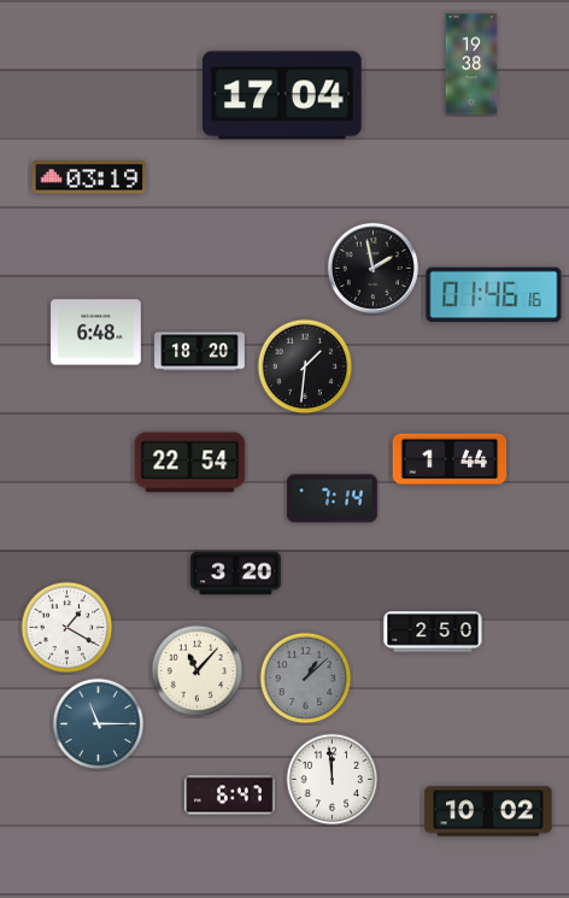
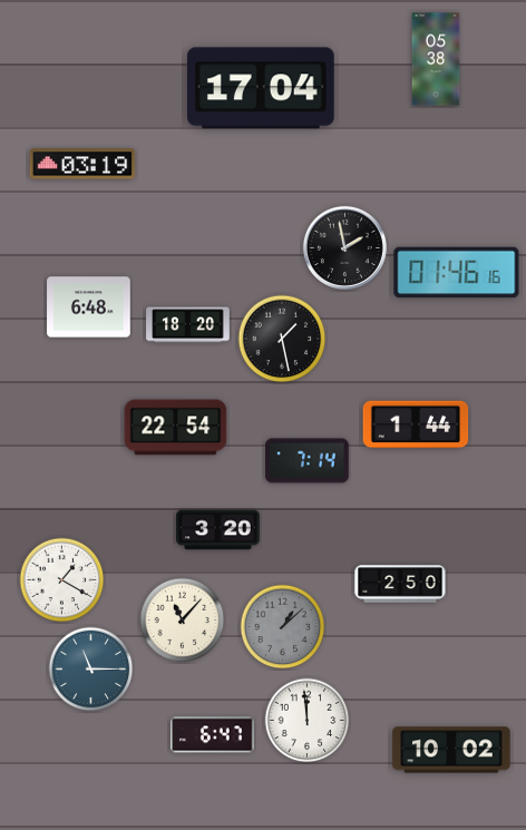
clock at (471, 64): 19:38 -> 05:38
clock at (200, 352) position: (200, 352) -> (188, 325)
clock at (305, 366): 1:31 -> 1:28
